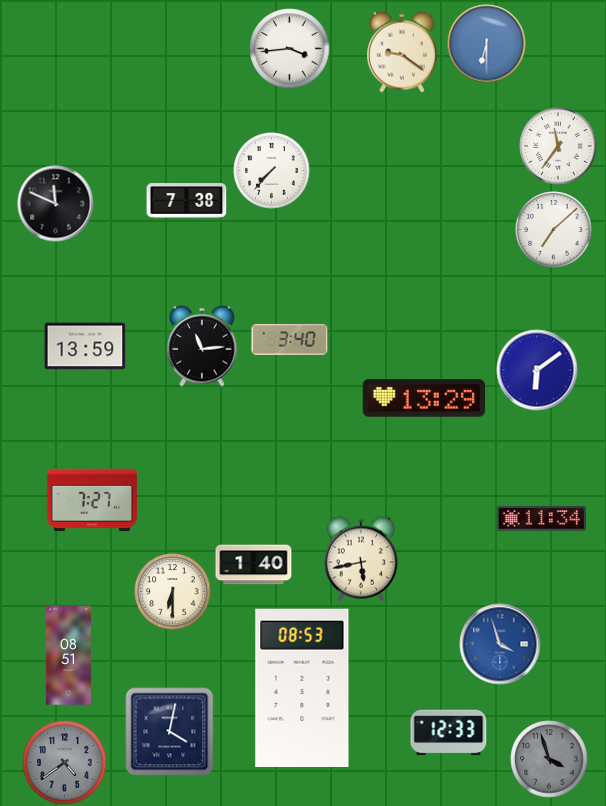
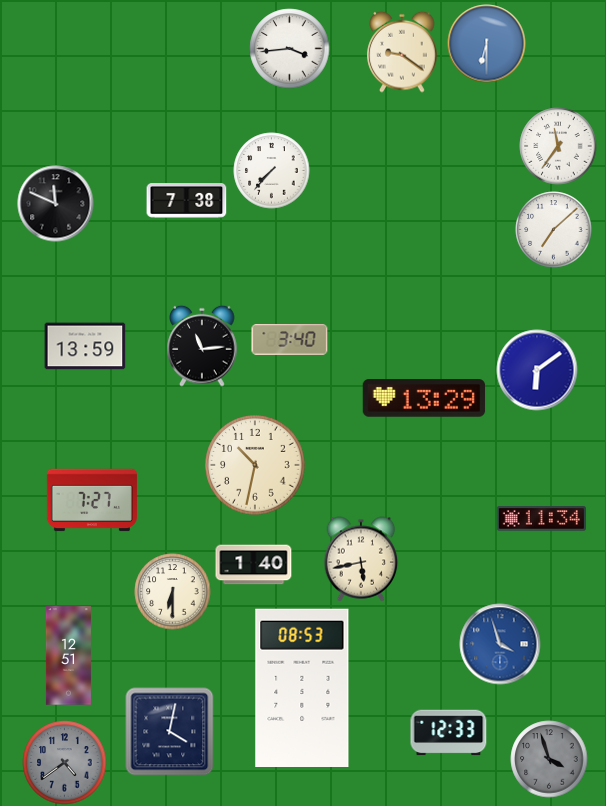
clock at (255, 465): none -> 10:32
clock at (68, 656): 08:51 -> 12:51
